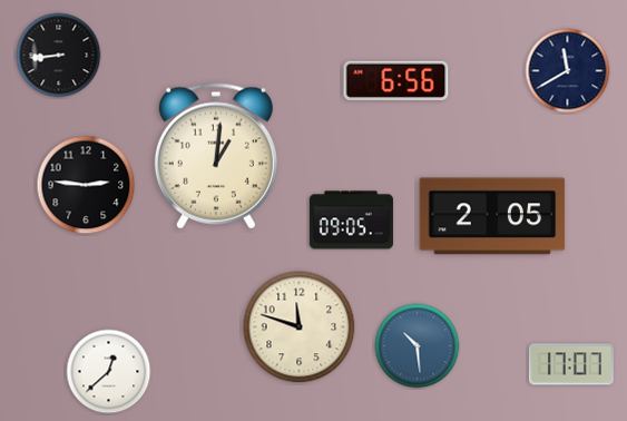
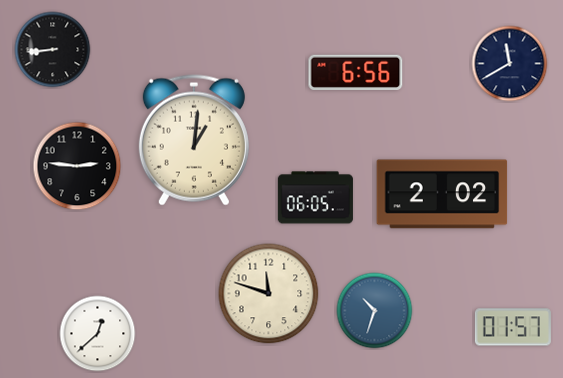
clock at (492, 216): 2:05 -> 2:02
clock at (351, 221): 09:05 -> 06:05
clock at (418, 346): 10:29 -> 10:33
clock at (571, 364): 17:07 -> 01:57
